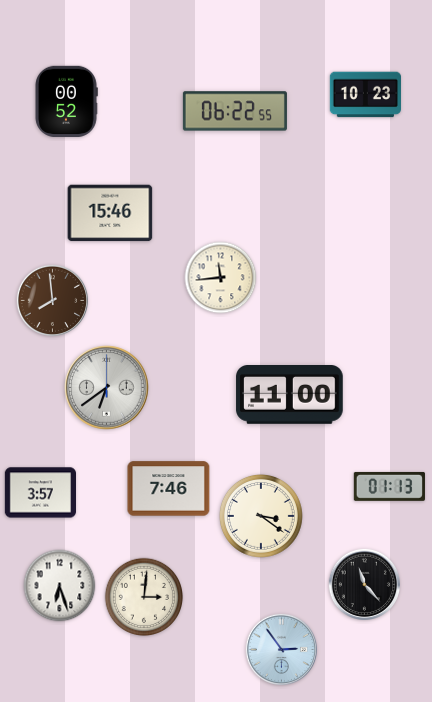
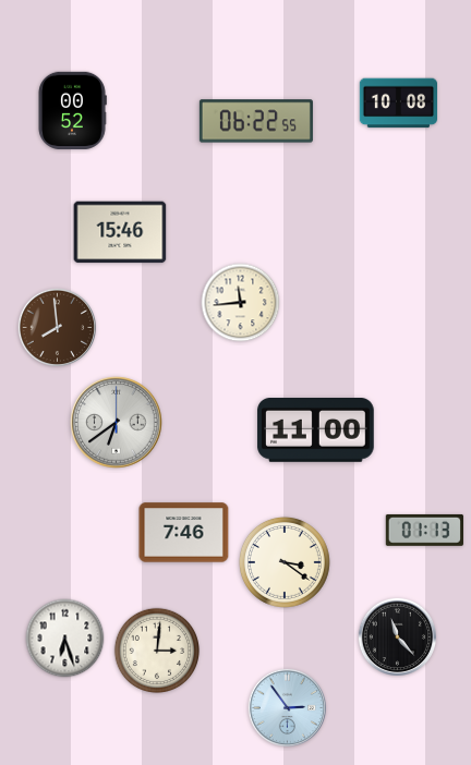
clock at (365, 95): 10:23 -> 10:08
clock at (40, 493): 3:57 -> none
clock at (282, 650) position: (282, 650) -> (288, 708)
